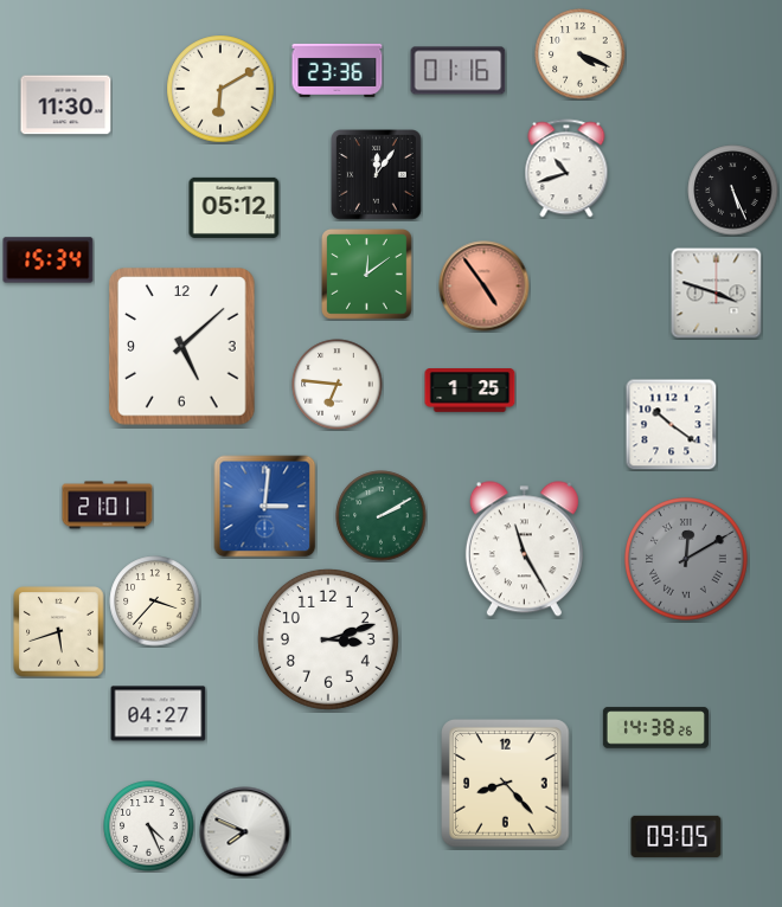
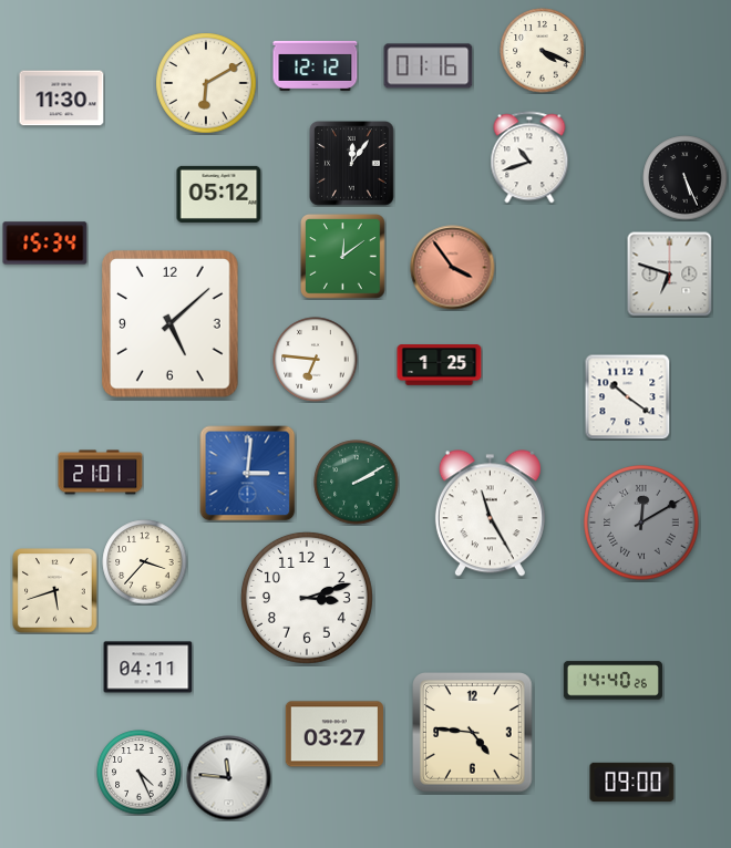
clock at (338, 70): 23:36 -> 12:12
clock at (485, 287): 4:54 -> 3:54
clock at (717, 294): 3:48 -> 6:48
clock at (159, 714): 04:27 -> 04:11
clock at (655, 728): 14:38 -> 14:40
clock at (506, 784): 8:23 -> 4:46
clock at (334, 734): none -> 03:27
clock at (245, 832): 7:49 -> 11:46
clock at (677, 836): 09:05 -> 09:00
